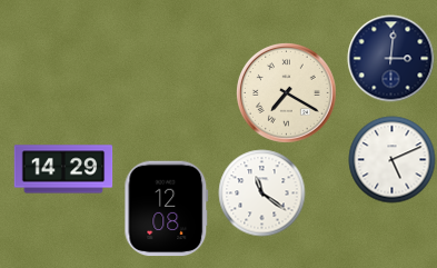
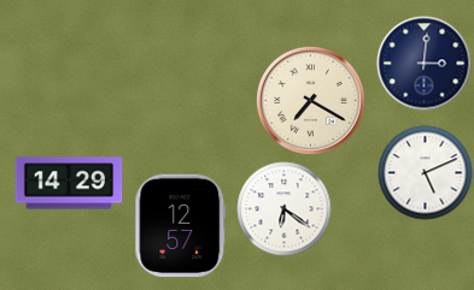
clock at (261, 192): 11:21 -> 6:21
clock at (167, 208): 12:08 -> 12:57
